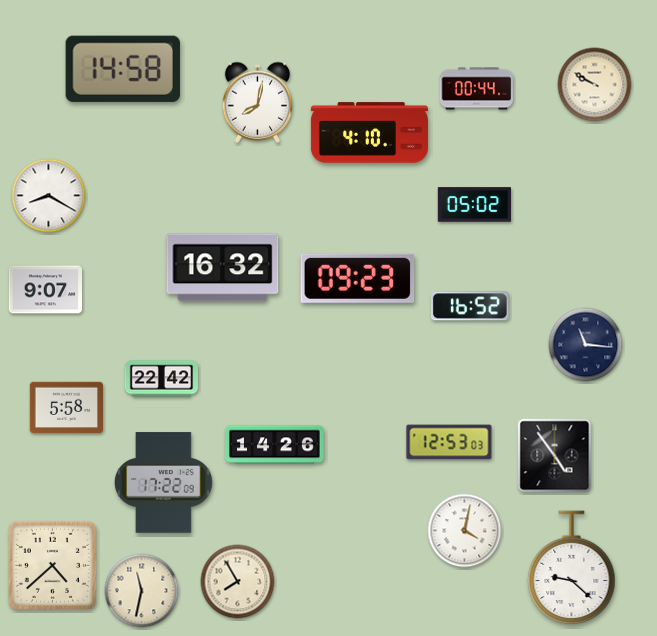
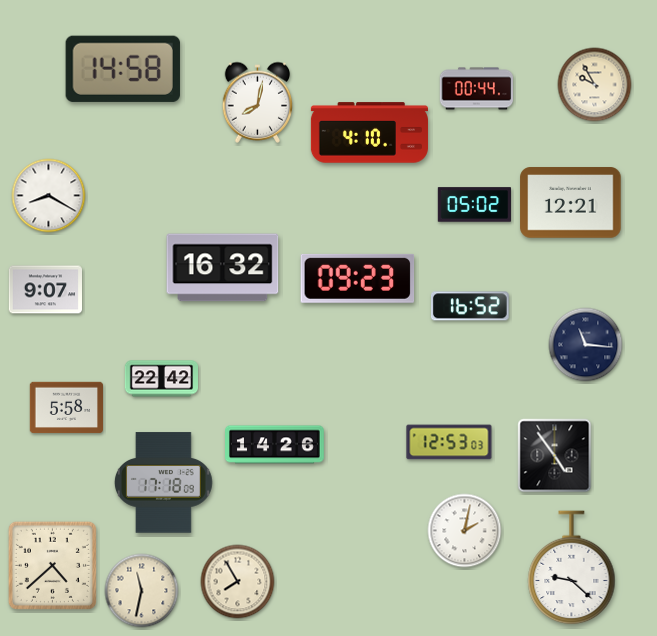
clock at (595, 85): 9:50 -> 9:55
clock at (571, 203): none -> 12:21
clock at (163, 483): 17:22 -> 17:18
clock at (465, 531): 4:02 -> 2:02
